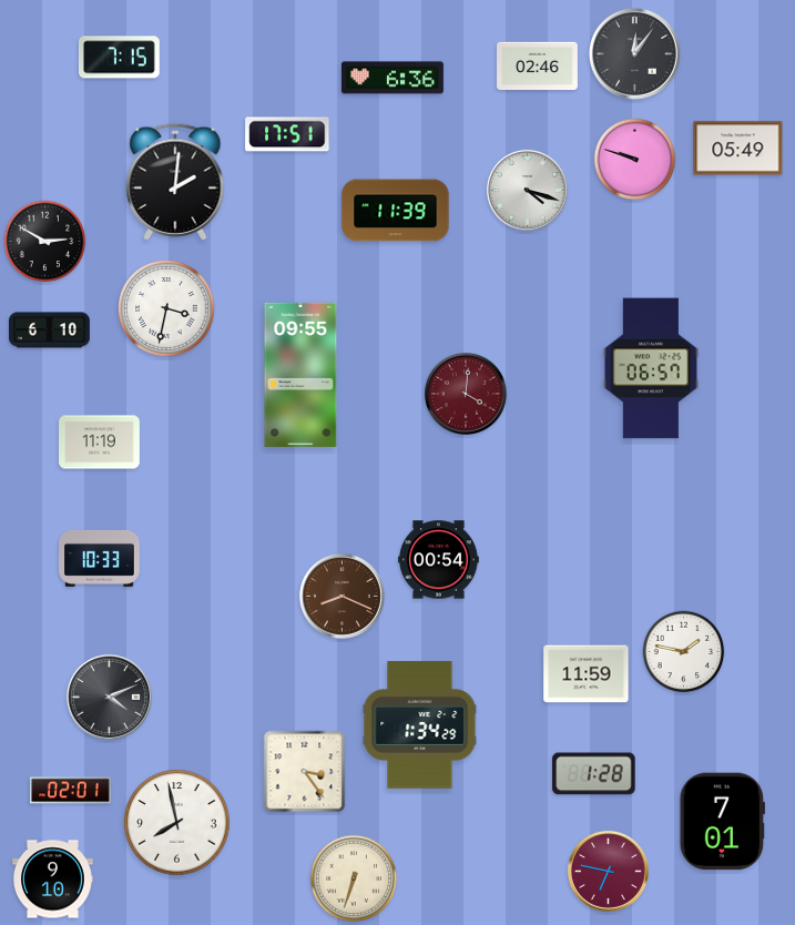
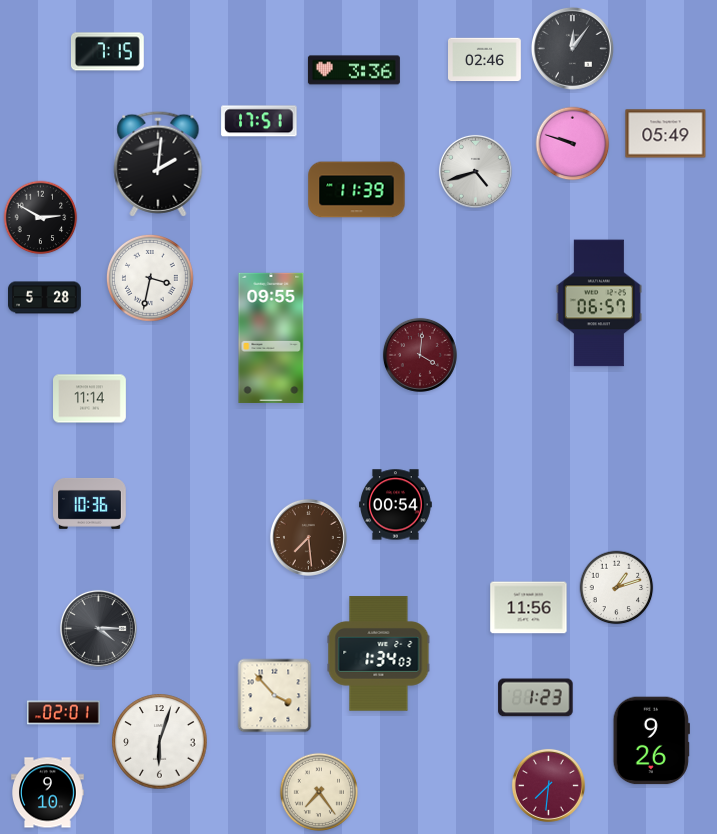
clock at (393, 78): 6:36 -> 3:36
clock at (527, 190): 4:18 -> 4:42
clock at (50, 331): 6:10 -> 5:28
clock at (651, 368) position: (651, 368) -> (599, 303)
clock at (100, 443): 11:19 -> 11:14
clock at (100, 558): 10:33 -> 10:36
clock at (342, 596): 8:19 -> 7:29
clock at (684, 652): 1:47 -> 1:12
clock at (587, 674): 11:59 -> 11:56
clock at (109, 697): 4:11 -> 4:15
clock at (420, 725): 1:34:29 -> 1:34:03
clock at (305, 772): 3:24 -> 3:53
clock at (594, 774): 1:28 -> 1:23
clock at (722, 822): 7:01 -> 9:26
clock at (177, 823): 7:58 -> 6:03
clock at (608, 871): 6:47 -> 7:31
clock at (353, 877): 6:33 -> 7:24
